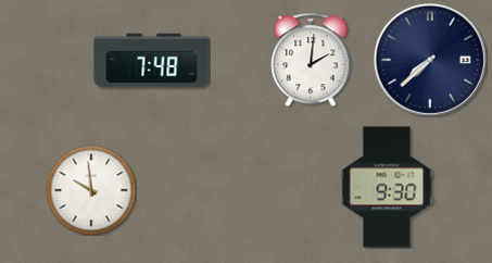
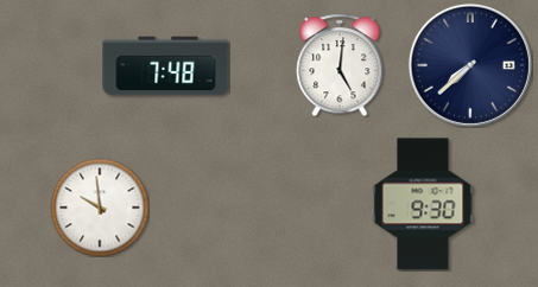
clock at (311, 60): 2:01 -> 5:01
